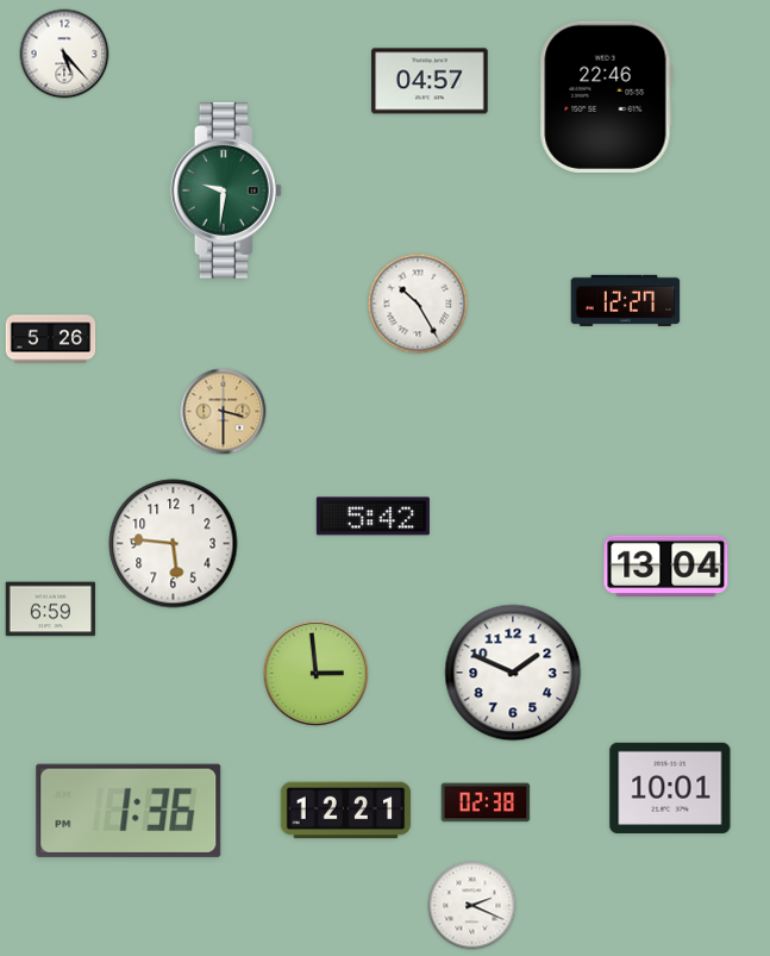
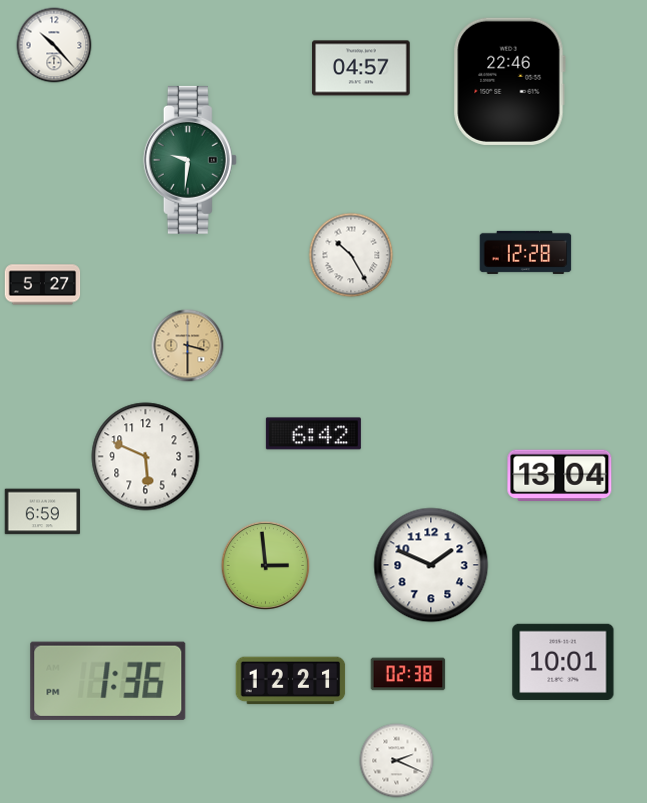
clock at (64, 54): 5:23 -> 10:23
clock at (626, 300): 12:27 -> 12:28
clock at (51, 339): 5:26 -> 5:27
clock at (373, 517): 5:42 -> 6:42
clock at (174, 544): 5:46 -> 5:49
